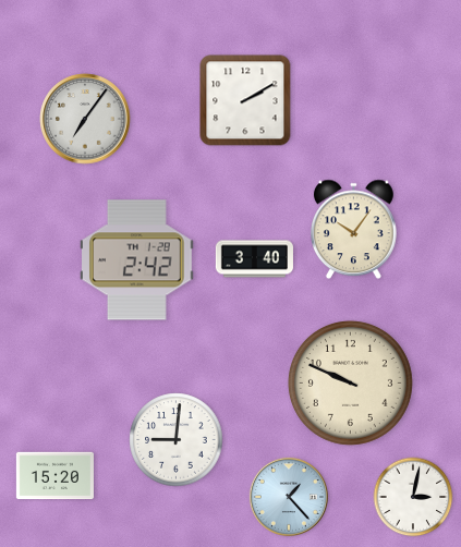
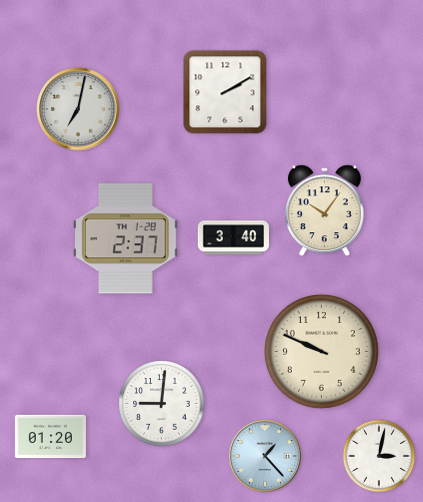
clock at (85, 119): 7:06 -> 7:02
clock at (137, 260): 2:42 -> 2:37
clock at (54, 476): 15:20 -> 01:20
